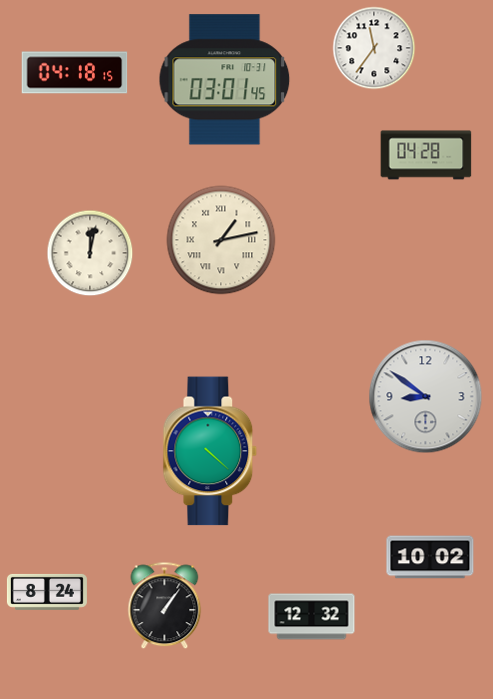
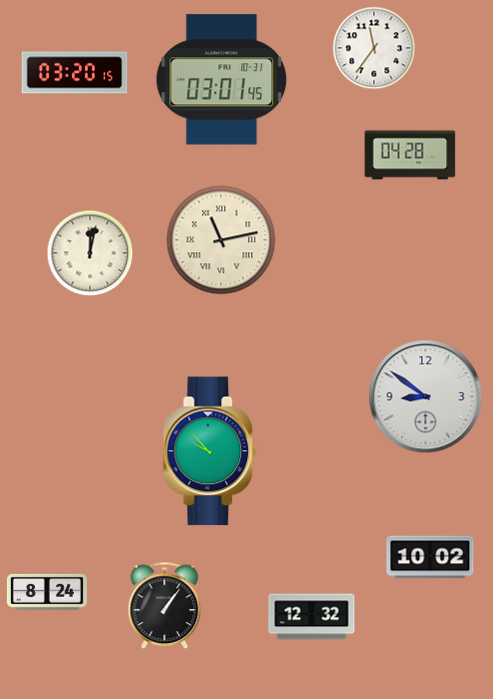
clock at (75, 73): 04:18 -> 03:20
clock at (225, 80) position: (225, 80) -> (222, 80)
clock at (426, 155) position: (426, 155) -> (410, 155)
clock at (221, 240): 1:13 -> 11:13
clock at (210, 451): 4:22 -> 9:53
